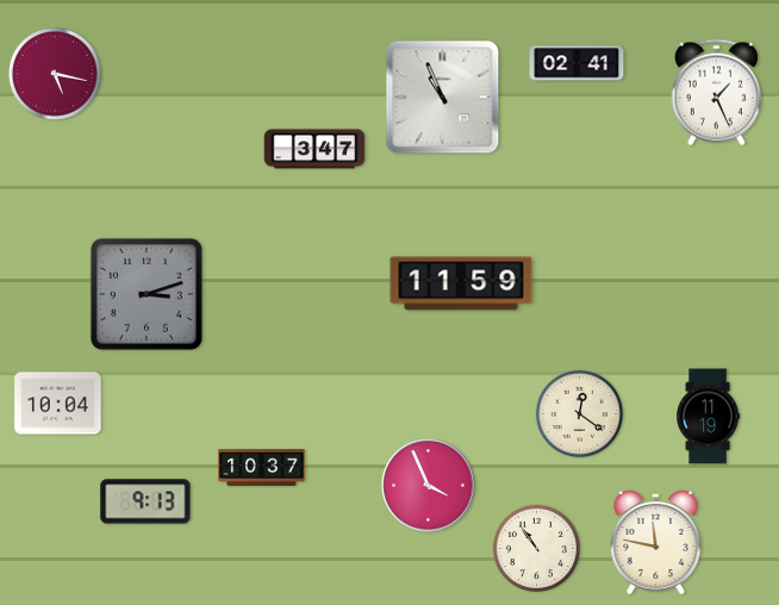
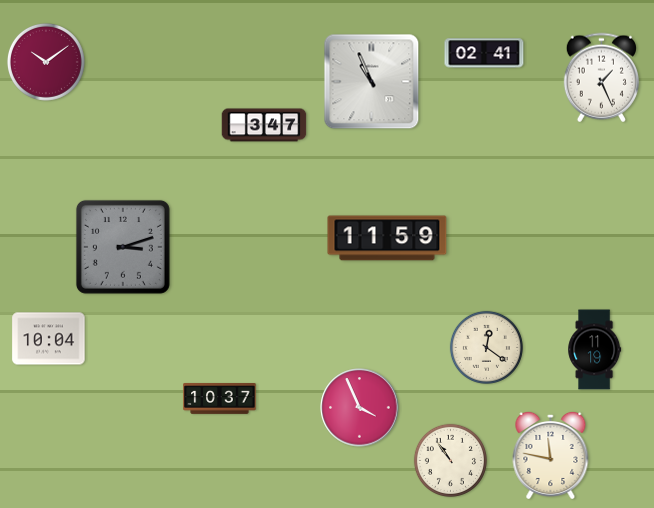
clock at (55, 74): 5:17 -> 10:09
clock at (262, 468) position: (262, 468) -> (220, 399)
clock at (145, 501): 9:13 -> none
